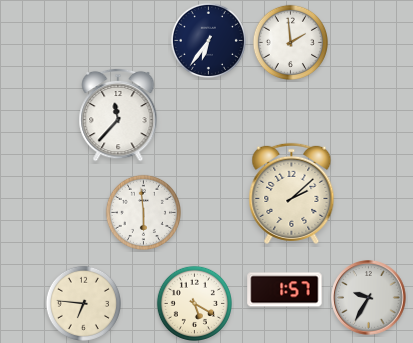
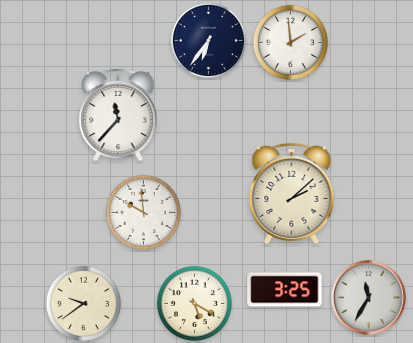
clock at (143, 212): 5:59 -> 9:59
clock at (285, 290): 1:57 -> 3:25
clock at (369, 298): 9:35 -> 11:35
clock at (83, 303): 6:46 -> 9:39
